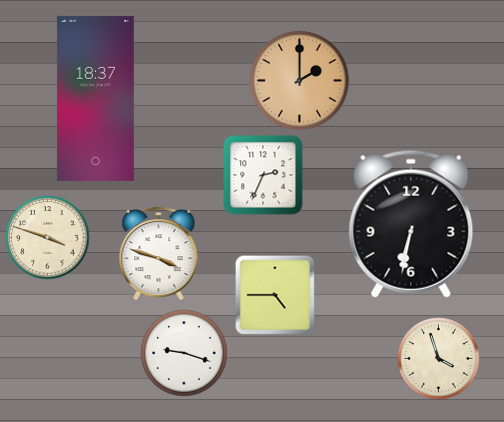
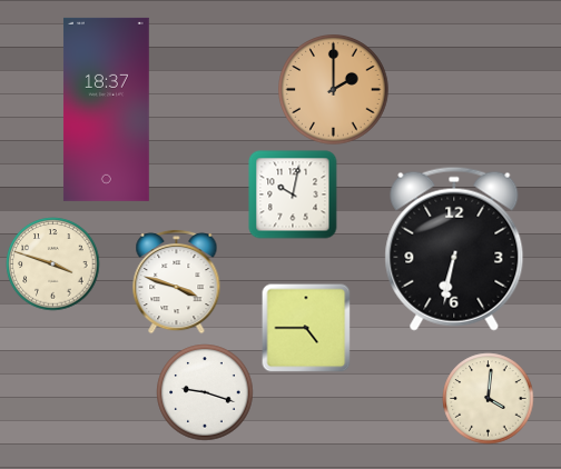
clock at (263, 175): 2:34 -> 10:02
clock at (411, 224) position: (411, 224) -> (454, 249)
clock at (439, 359): 3:57 -> 4:01
